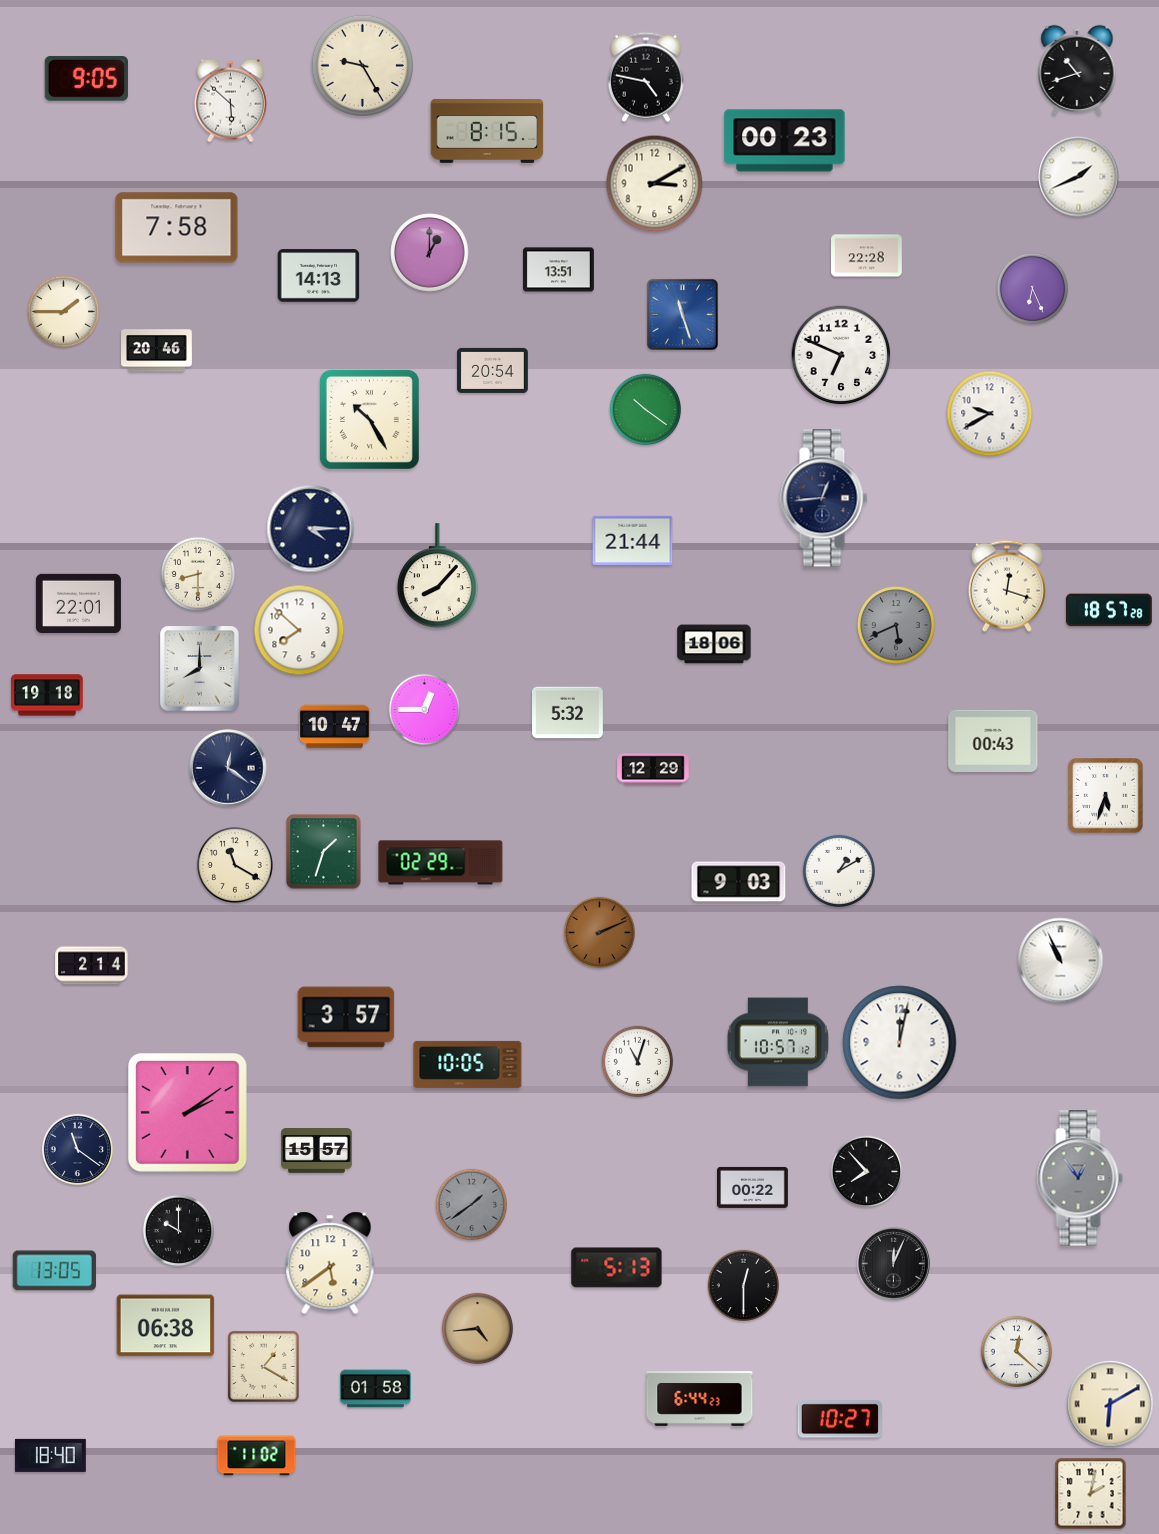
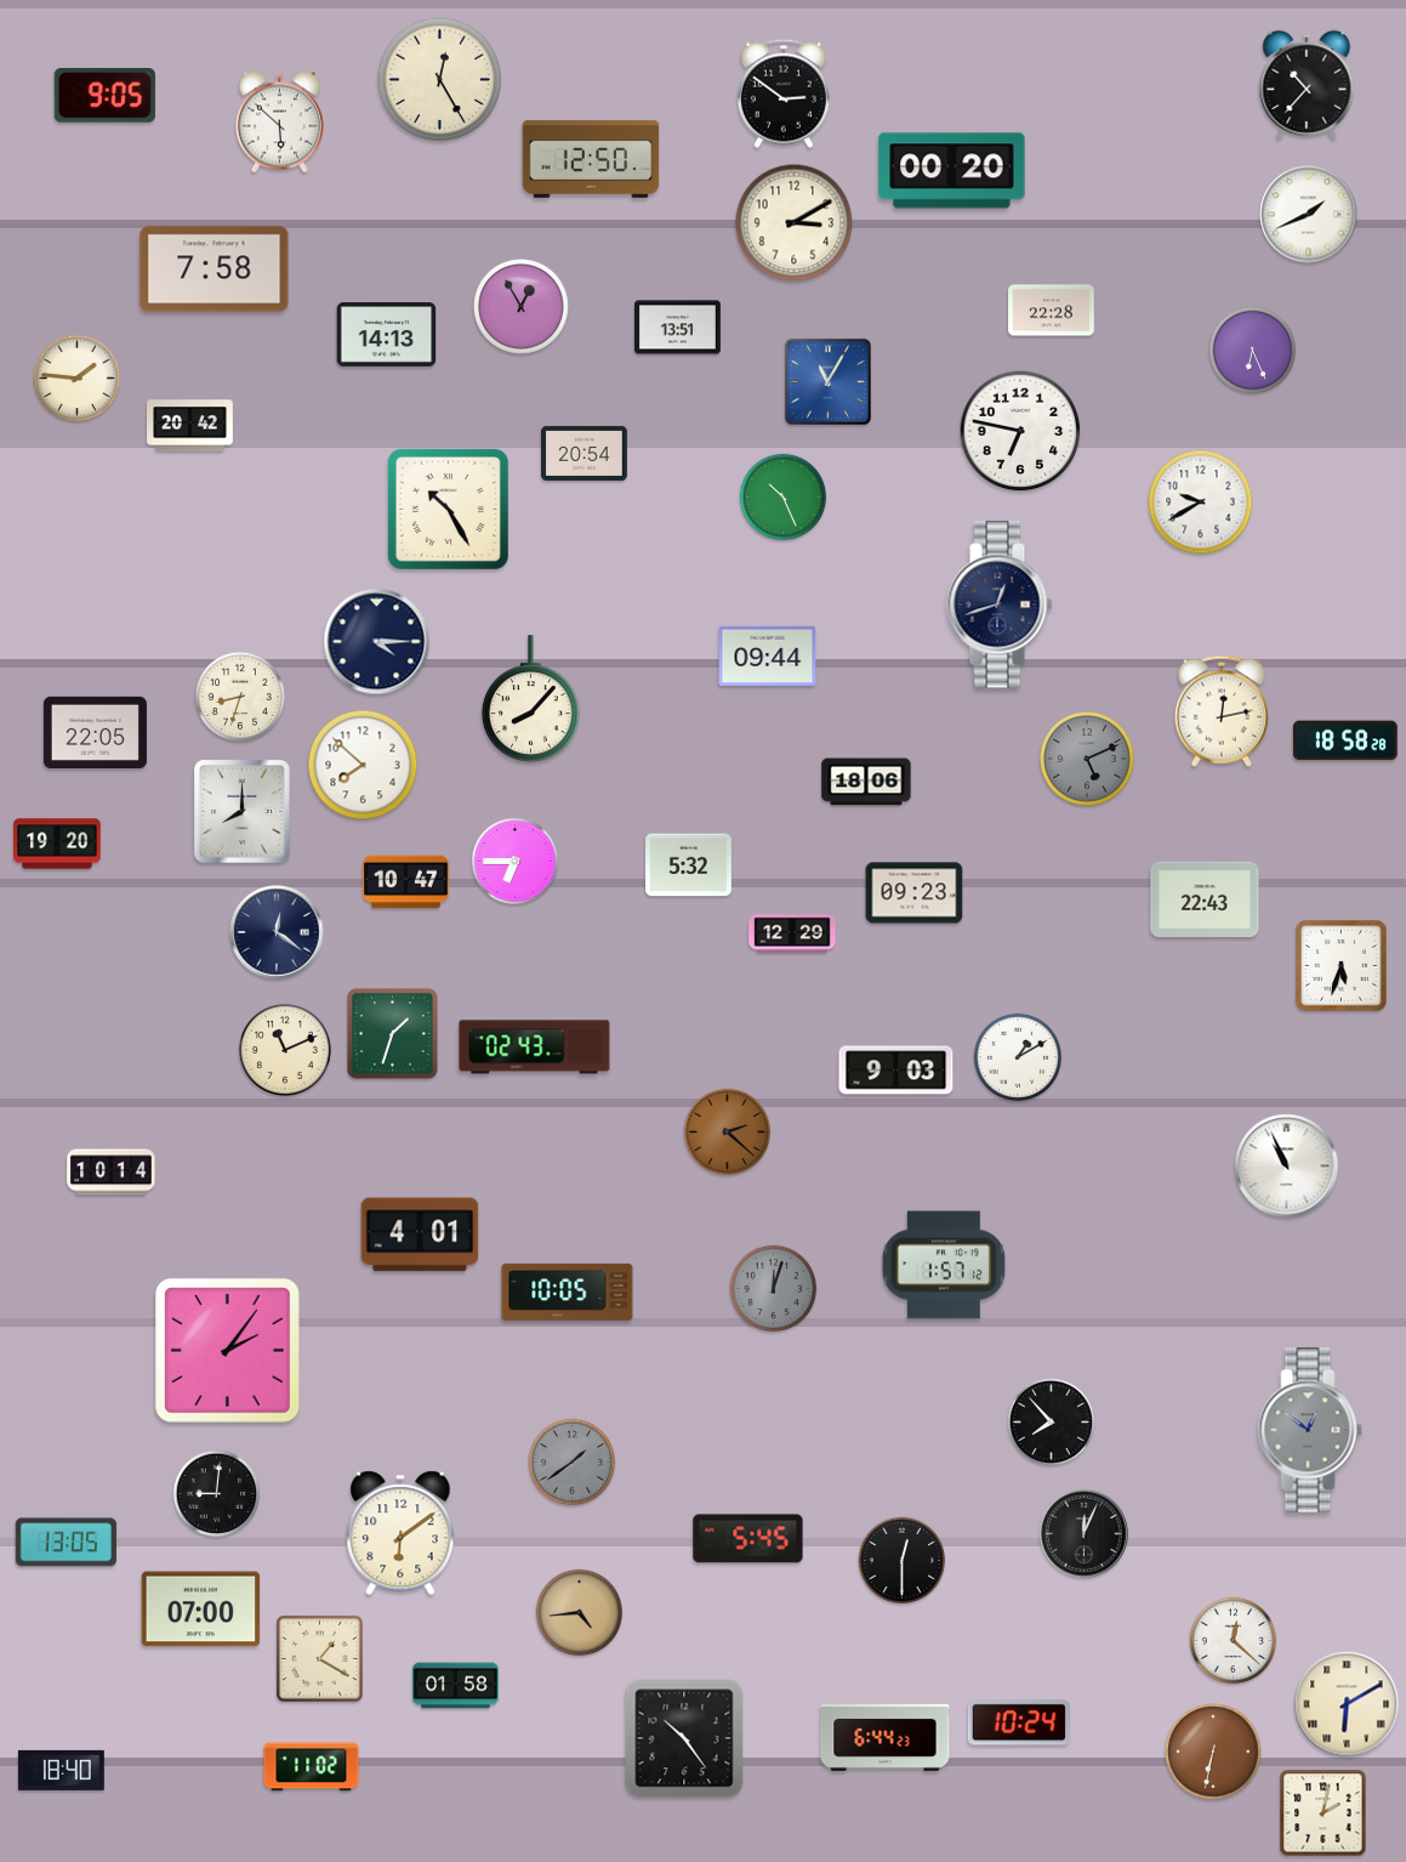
clock at (362, 65): 9:25 -> 12:25
clock at (1077, 70): 10:42 -> 10:37
clock at (646, 77): 4:47 -> 2:51
clock at (487, 131): 8:15 -> 12:50
clock at (785, 141): 00:23 -> 00:20
clock at (177, 228) position: (177, 228) -> (215, 269)
clock at (430, 253): 1:00 -> 12:55
clock at (64, 312): 1:45 -> 1:46
clock at (682, 314): 11:27 -> 11:05
clock at (157, 351): 20:46 -> 20:42
clock at (841, 355): 6:49 -> 6:47
clock at (493, 370) position: (493, 370) -> (585, 453)
clock at (646, 410): 10:21 -> 10:26
clock at (824, 498): 12:44 -> 12:42
clock at (633, 540): 21:44 -> 09:44
clock at (198, 574): 8:30 -> 8:33
clock at (1007, 586): 12:18 -> 12:13
clock at (78, 603): 22:01 -> 22:05
clock at (1109, 610): 18:57 -> 18:58
clock at (897, 626): 5:41 -> 5:11
clock at (47, 695): 19:18 -> 19:20
clock at (425, 710): 12:45 -> 6:45
clock at (915, 893): none -> 09:23
clock at (993, 740): 00:43 -> 22:43
clock at (441, 863): 02:29 -> 02:43
clock at (235, 865): 11:20 -> 11:11
clock at (600, 933): 2:11 -> 2:22
clock at (92, 966): 2:14 -> 10:14
clock at (346, 1017): 3:57 -> 4:01
clock at (778, 1042): 10:57 -> 1:57
clock at (900, 1043): 12:02 -> none
clock at (638, 1062): 11:03 -> 12:03
clock at (638, 1062) dial: white -> grey
clock at (188, 1113): 2:09 -> 2:06
clock at (78, 1150): 11:21 -> none
clock at (317, 1151): 15:57 -> none
clock at (1080, 1178): 12:54 -> 12:51
clock at (753, 1187): 00:22 -> none
clock at (179, 1231): 10:00 -> 9:01
clock at (330, 1263): 5:39 -> 6:09
clock at (617, 1268): 5:13 -> 5:45
clock at (166, 1326): 06:38 -> 07:00
clock at (700, 1399) position: (700, 1399) -> (886, 1738)
clock at (840, 1419): 10:27 -> 10:24
clock at (684, 1738): none -> 10:24
clock at (1213, 1752): none -> 6:32
clock at (50, 1455) position: (50, 1455) -> (61, 1770)
